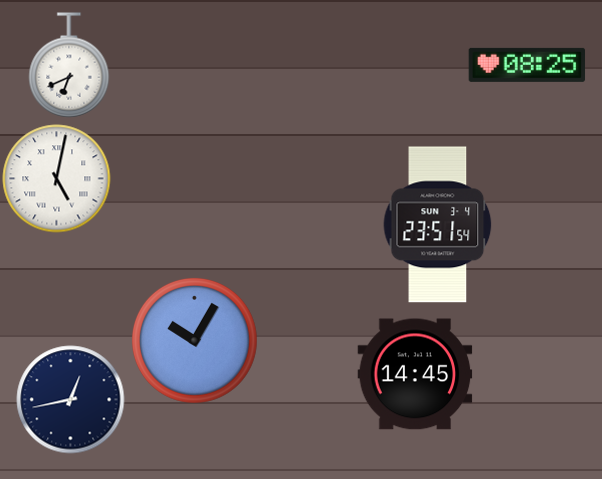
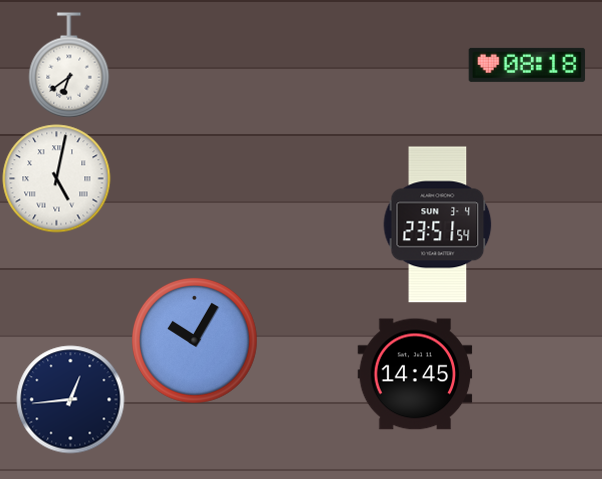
clock at (69, 65): 6:41 -> 6:39
clock at (527, 65): 08:25 -> 08:18
clock at (71, 400): 12:43 -> 12:44
